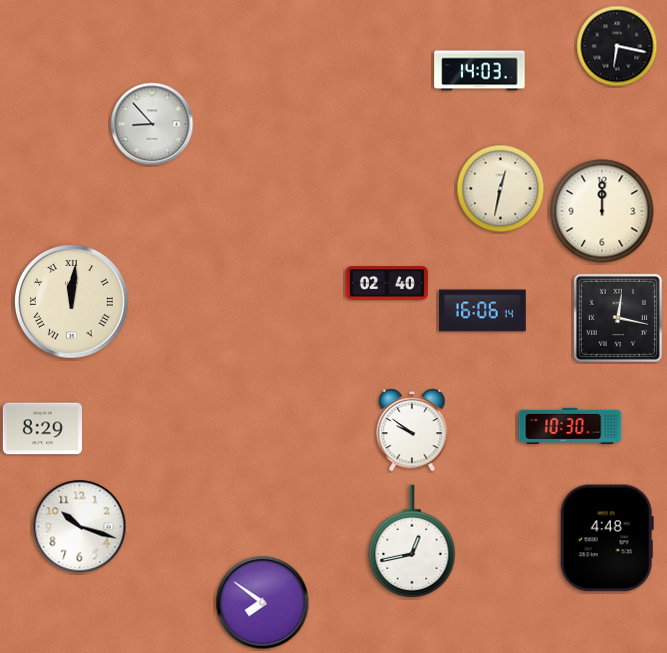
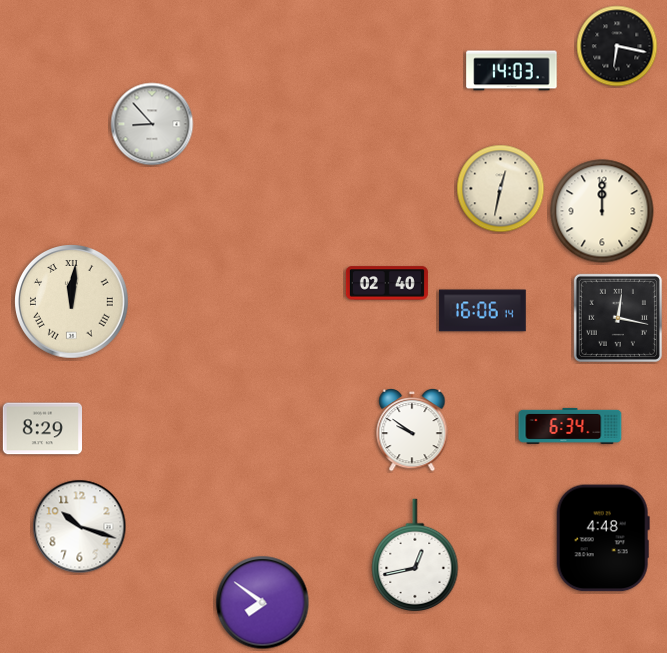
clock at (480, 71) position: (480, 71) -> (512, 71)
clock at (570, 426): 10:30 -> 6:34
clock at (607, 538) position: (607, 538) -> (603, 538)
clock at (412, 541) position: (412, 541) -> (415, 555)
